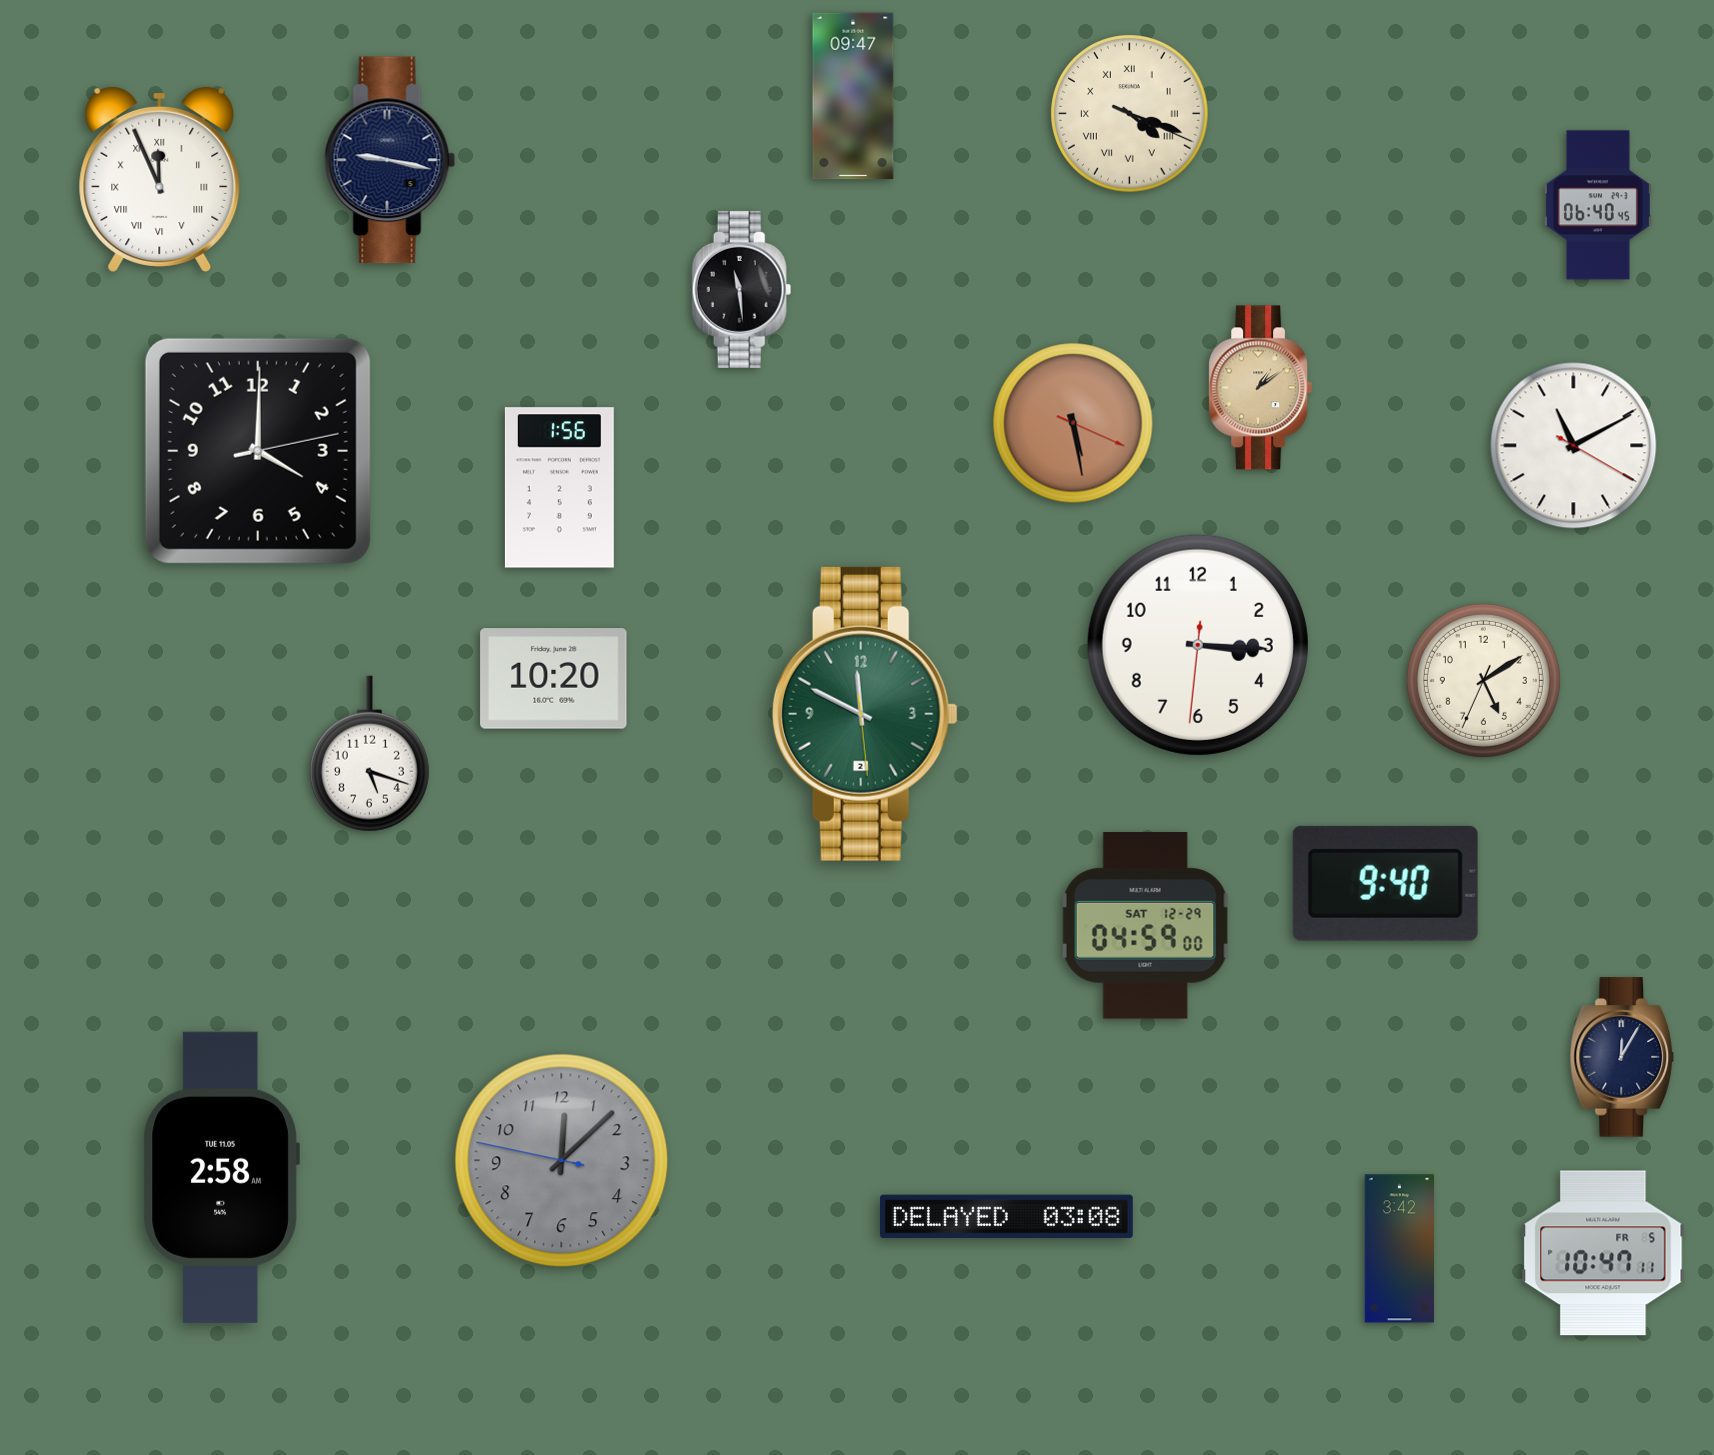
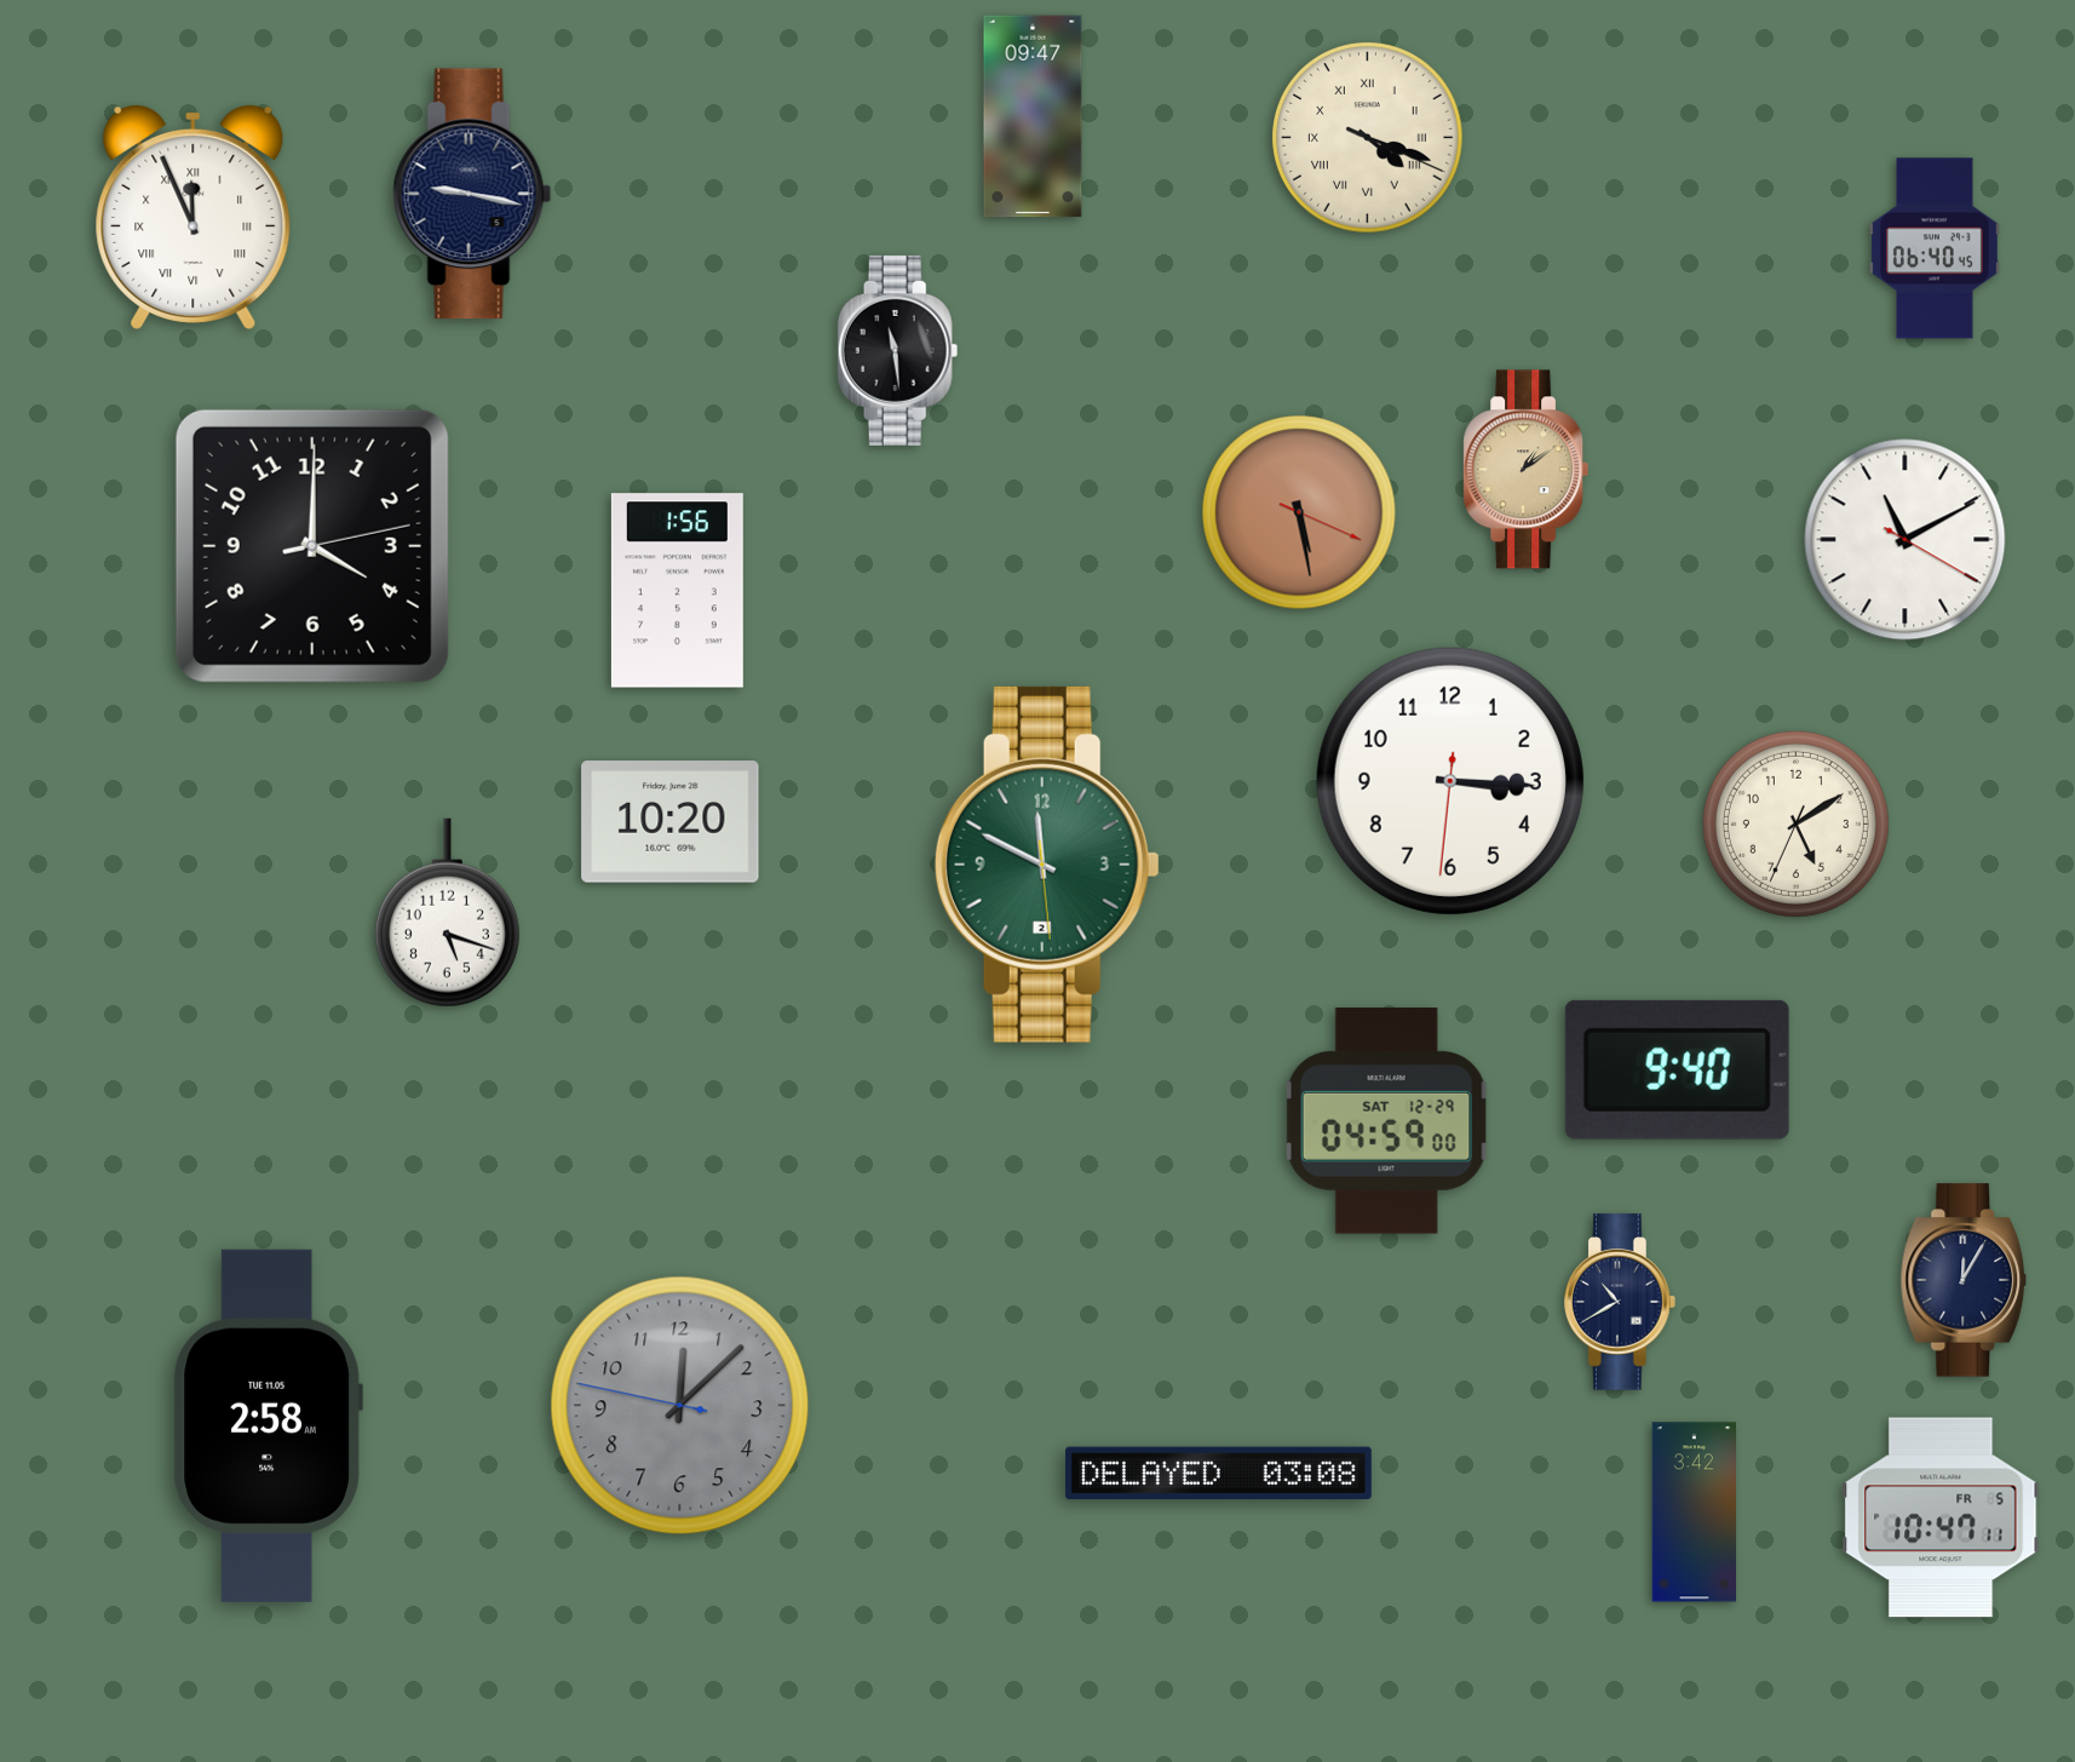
clock at (1621, 1302): none -> 10:40
